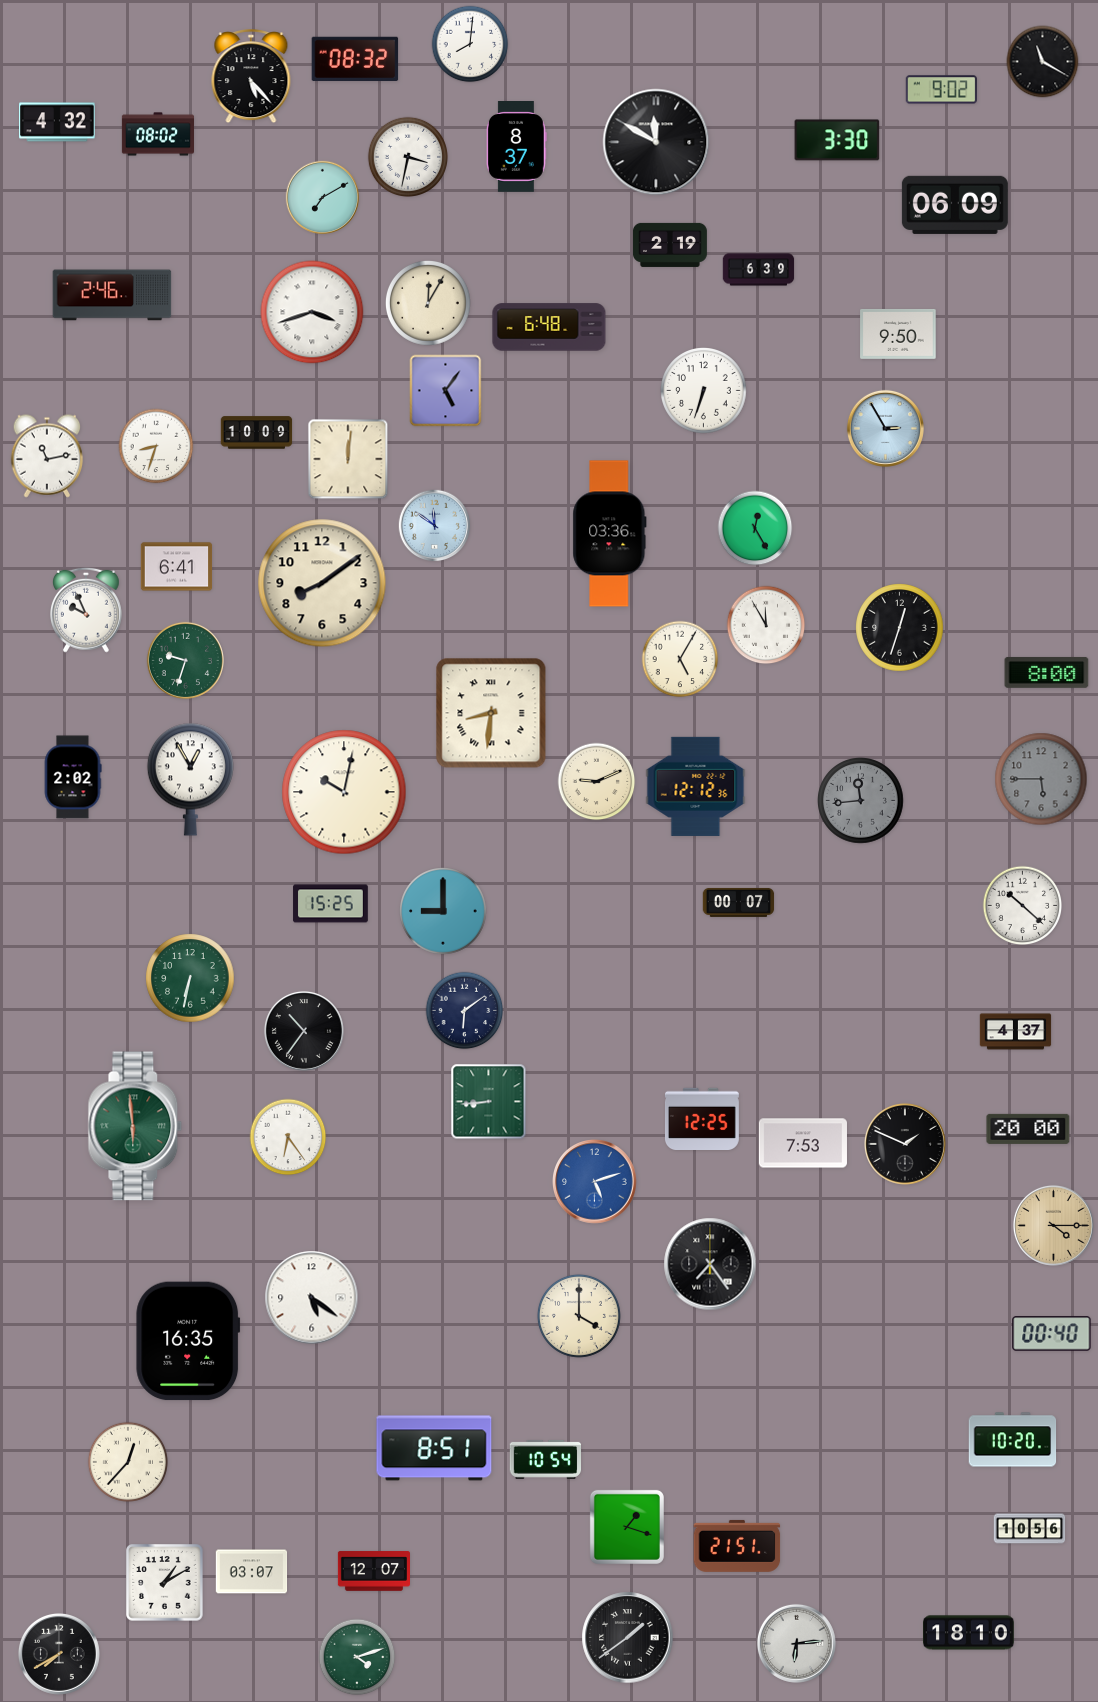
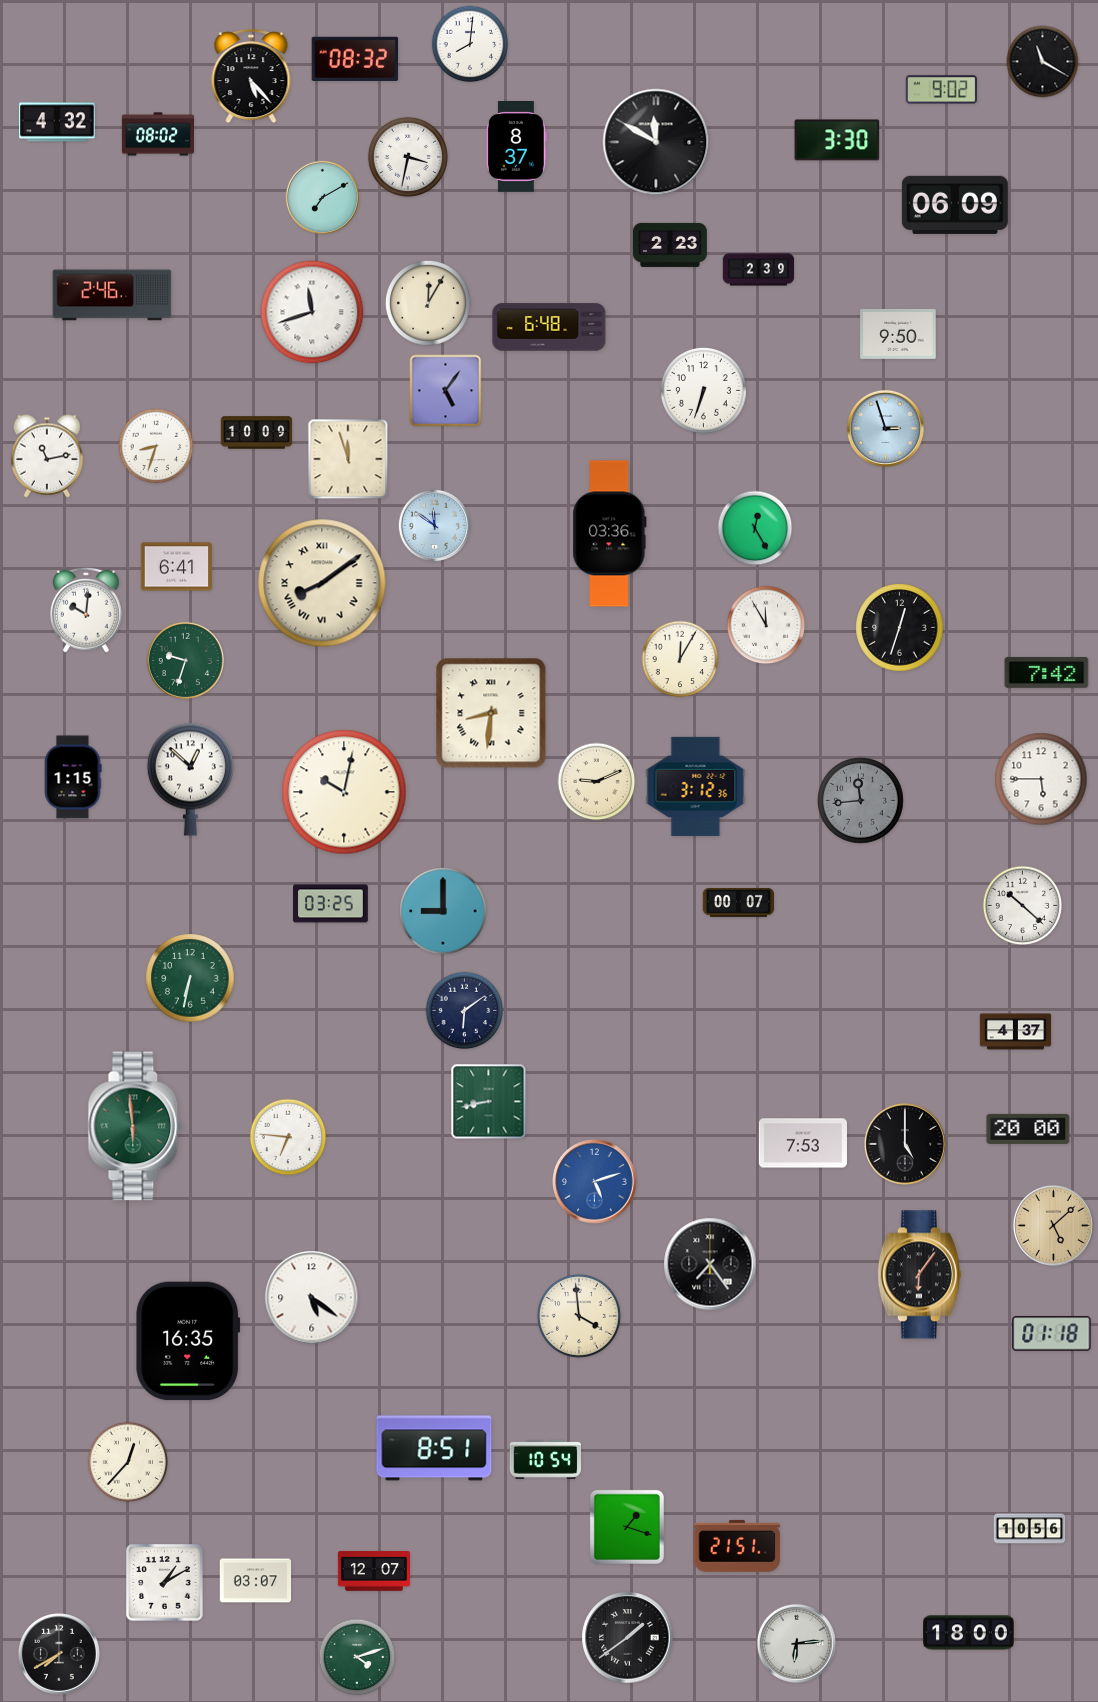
clock at (670, 245): 2:19 -> 2:23
clock at (759, 270): 6:39 -> 2:39
clock at (312, 312): 3:42 -> 11:42
clock at (885, 428): 2:55 -> 2:57
clock at (348, 459): 12:01 -> 11:57
clock at (322, 583) numerals: Arabic -> Roman
clock at (87, 610): 9:56 -> 10:01
clock at (680, 659): 5:05 -> 12:05
clock at (1047, 672): 8:00 -> 7:42
clock at (73, 777): 2:02 -> 1:15
clock at (190, 779): 12:55 -> 12:52
clock at (1041, 779) dial: grey -> white
clock at (696, 786): 12:12 -> 3:12
clock at (331, 904): 15:25 -> 03:25
clock at (304, 1031): 10:36 -> none
clock at (489, 1102): 8:44 -> 8:43
clock at (702, 1118): 12:25 -> none
clock at (288, 1137): 6:24 -> 6:46
clock at (905, 1144): 1:49 -> 5:00
clock at (1053, 1225): 4:15 -> 5:08
clock at (919, 1275): none -> 6:06
clock at (579, 1316): 4:00 -> 3:59
clock at (1052, 1334): 00:40 -> 01:18
clock at (1013, 1440): 10:20 -> none
clock at (252, 1572) position: (252, 1572) -> (256, 1581)
clock at (969, 1633): 18:10 -> 18:00
